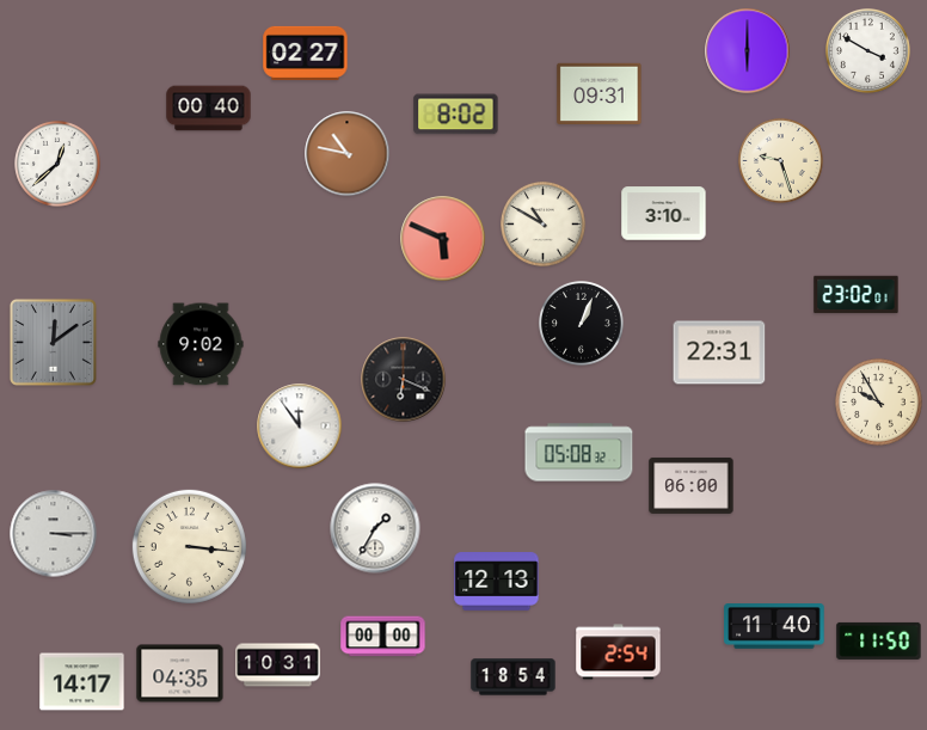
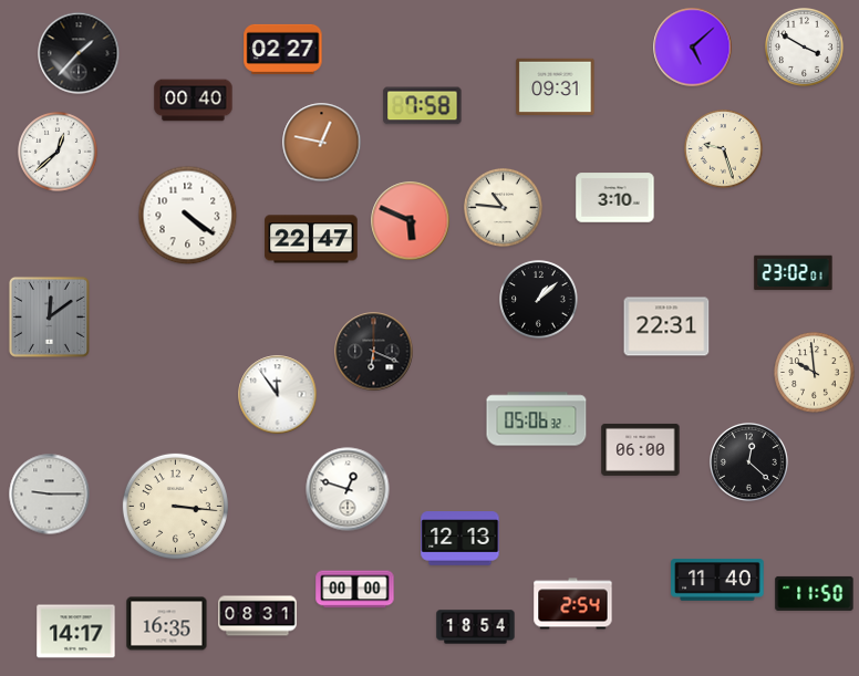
clock at (748, 51): 6:00 -> 5:08
clock at (79, 53): none -> 1:37
clock at (456, 115): 8:02 -> 7:58
clock at (348, 154): 10:47 -> 12:47
clock at (57, 164) position: (57, 164) -> (58, 152)
clock at (544, 225): 10:50 -> 10:46
clock at (188, 216): none -> 4:21
clock at (311, 239): none -> 22:47
clock at (582, 324): 1:04 -> 1:08
clock at (201, 344): 9:02 -> none
clock at (879, 403): 9:55 -> 9:59
clock at (579, 453): 05:08 -> 05:06
clock at (749, 462): none -> 12:22
clock at (375, 528): 1:35 -> 12:48
clock at (54, 534): 3:15 -> 9:15
clock at (278, 665): 10:31 -> 08:31
clock at (180, 674): 04:35 -> 16:35
